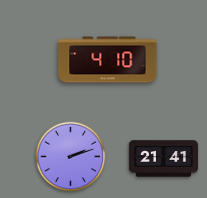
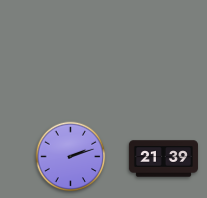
clock at (108, 60): 4:10 -> none
clock at (163, 159): 21:41 -> 21:39
